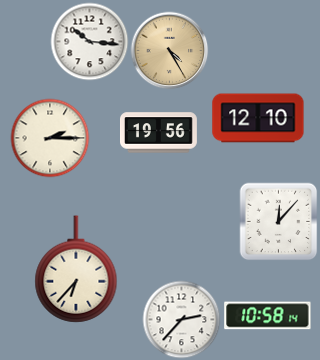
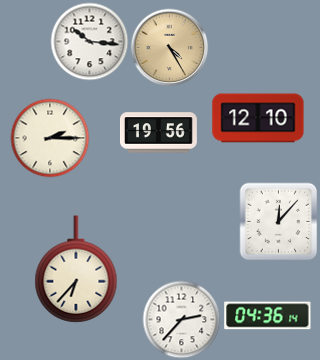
clock at (169, 50) position: (169, 50) -> (169, 47)
clock at (268, 316): 10:58 -> 04:36
